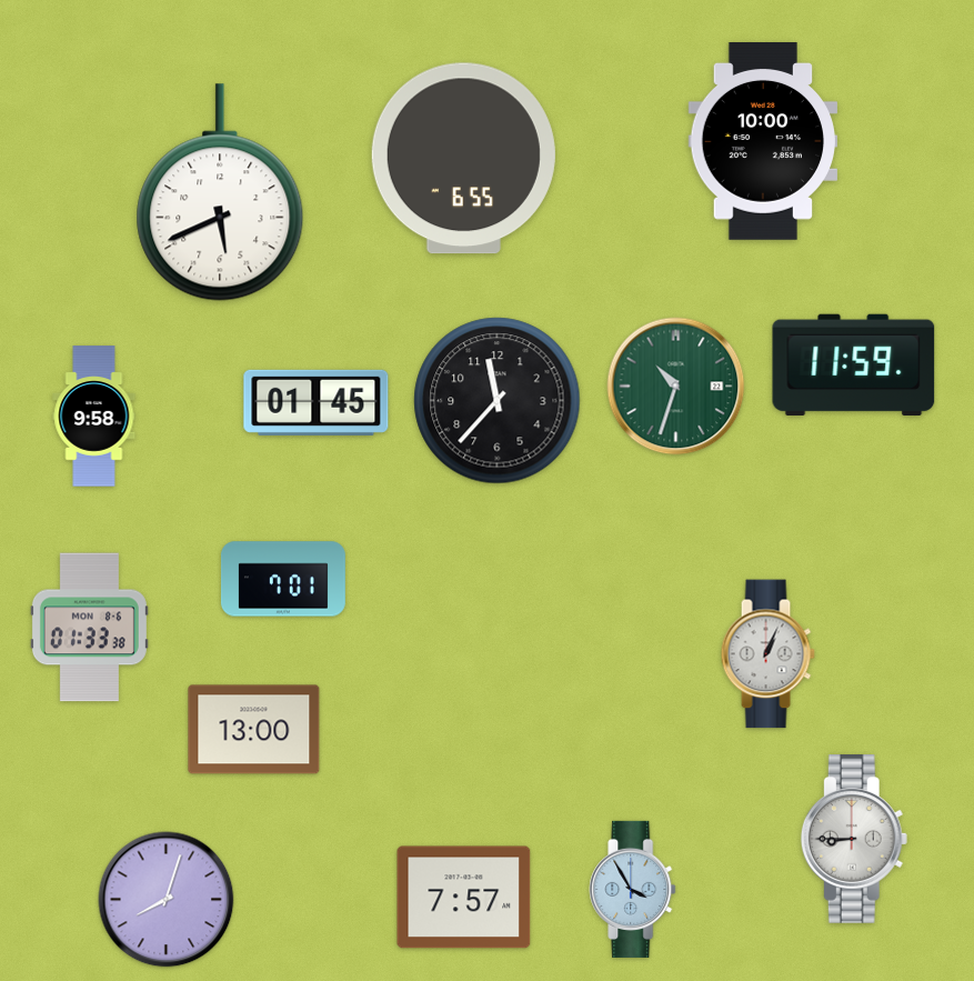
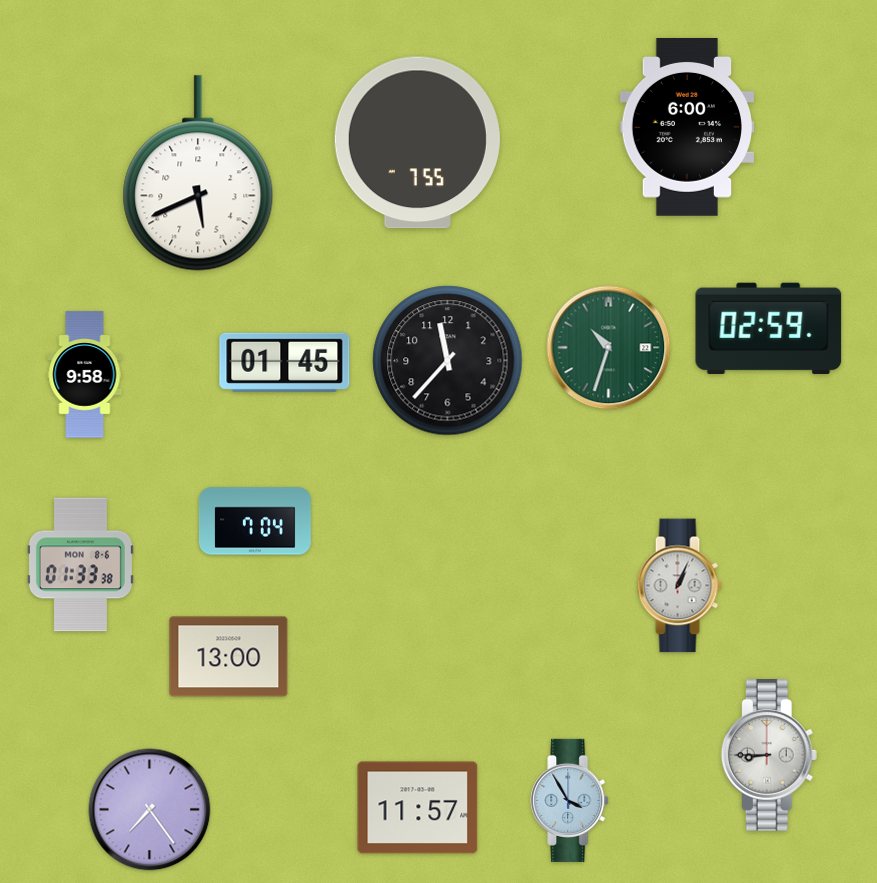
clock at (762, 142): 10:00 -> 6:00
clock at (463, 159): 6:55 -> 7:55
clock at (854, 364): 11:59 -> 02:59
clock at (283, 579): 7:01 -> 7:04
clock at (767, 654) position: (767, 654) -> (679, 586)
clock at (464, 898): 7:57 -> 11:57
clock at (167, 900): 8:03 -> 7:24
